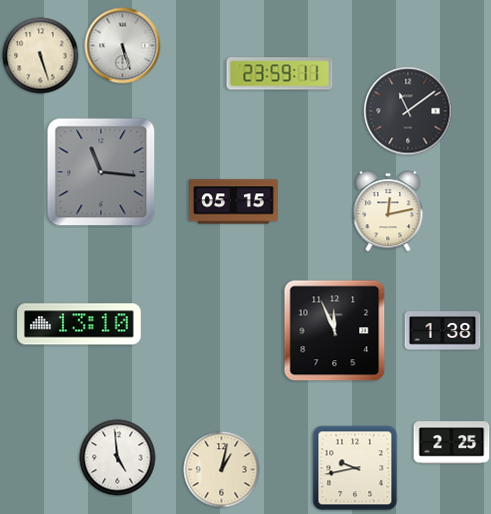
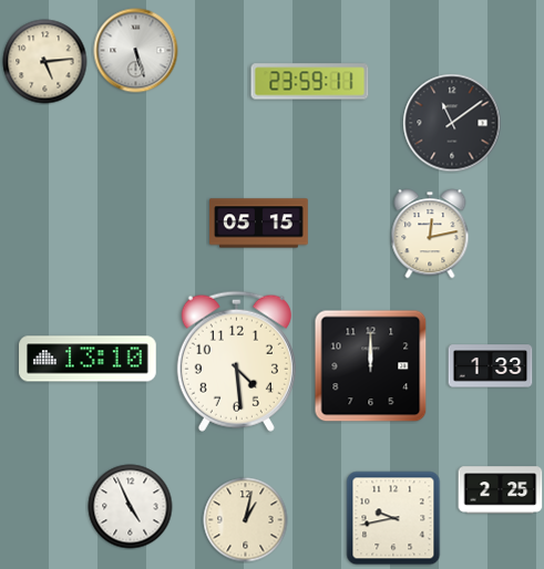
clock at (41, 56): 5:27 -> 5:14
clock at (101, 172): 11:16 -> none
clock at (236, 361): none -> 4:29
clock at (335, 331): 11:56 -> 12:00
clock at (443, 331): 1:38 -> 1:33
clock at (118, 458): 4:59 -> 4:56
